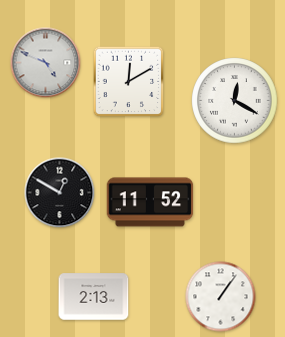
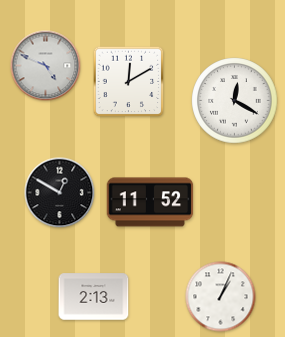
clock at (46, 63) position: (46, 63) -> (46, 66)
clock at (221, 297): 1:06 -> 1:04
